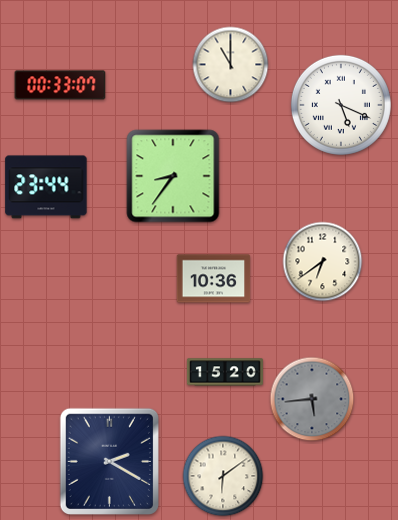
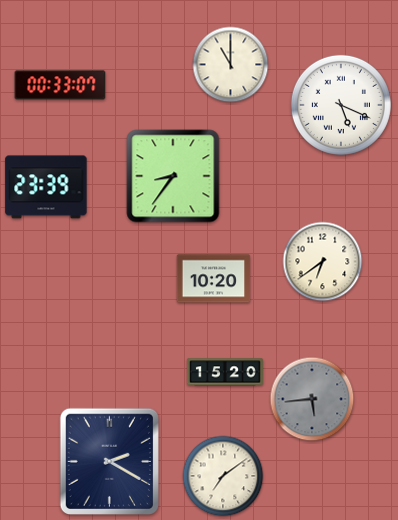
clock at (46, 187): 23:44 -> 23:39
clock at (214, 279): 10:36 -> 10:20
clock at (223, 476): 6:09 -> 7:09
